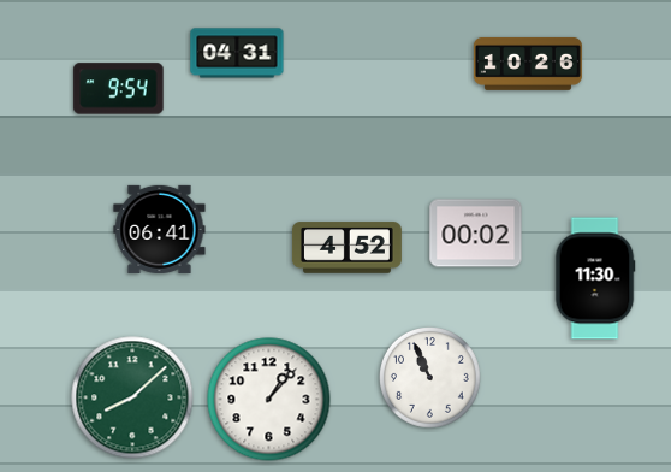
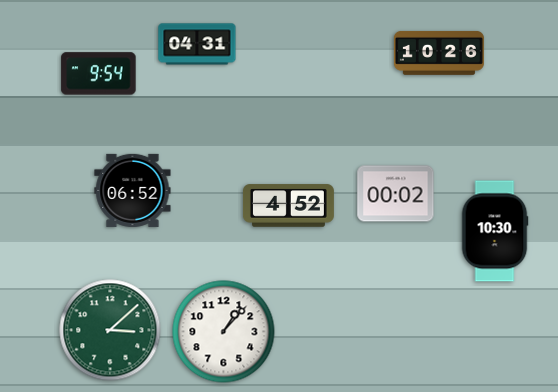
clock at (160, 229): 06:41 -> 06:52
clock at (595, 278): 11:30 -> 10:30
clock at (430, 378): 10:56 -> none
clock at (132, 397): 8:08 -> 3:08
